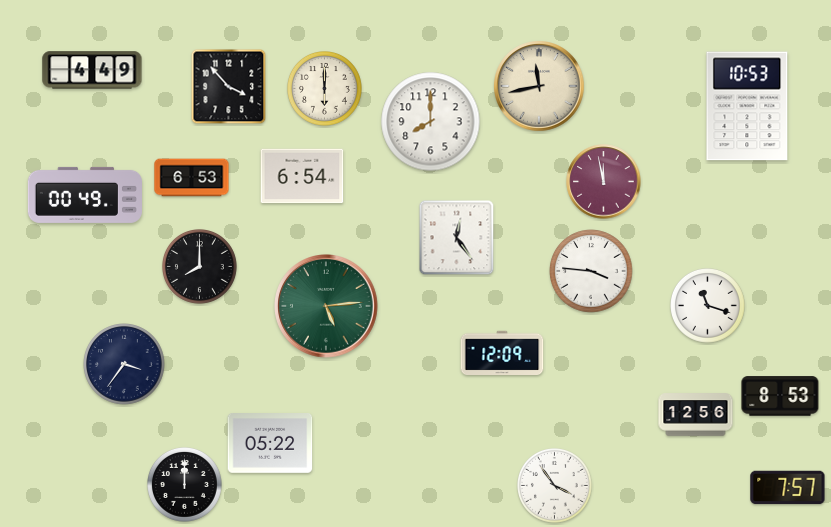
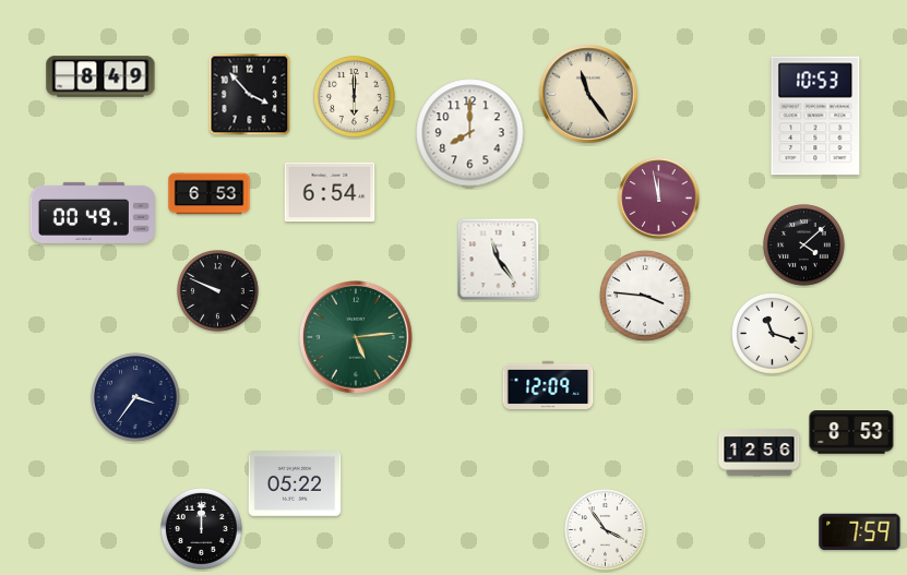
clock at (92, 70): 4:49 -> 8:49
clock at (539, 86): 11:43 -> 11:24
clock at (804, 245): none -> 4:08
clock at (457, 238): 12:24 -> 11:24
clock at (200, 267): 8:00 -> 9:49
clock at (327, 307) position: (327, 307) -> (357, 338)
clock at (788, 488): 7:57 -> 7:59
